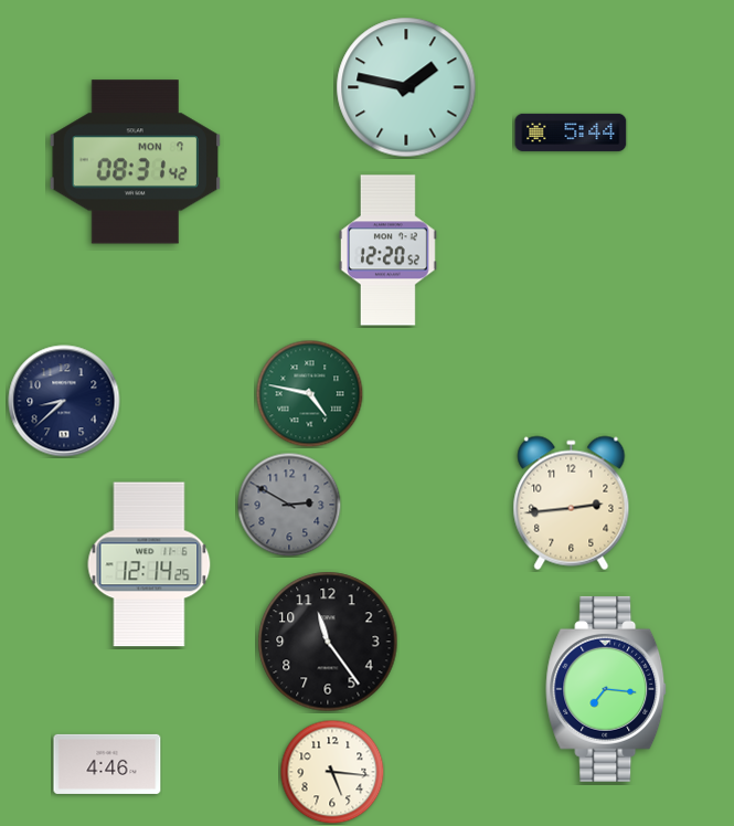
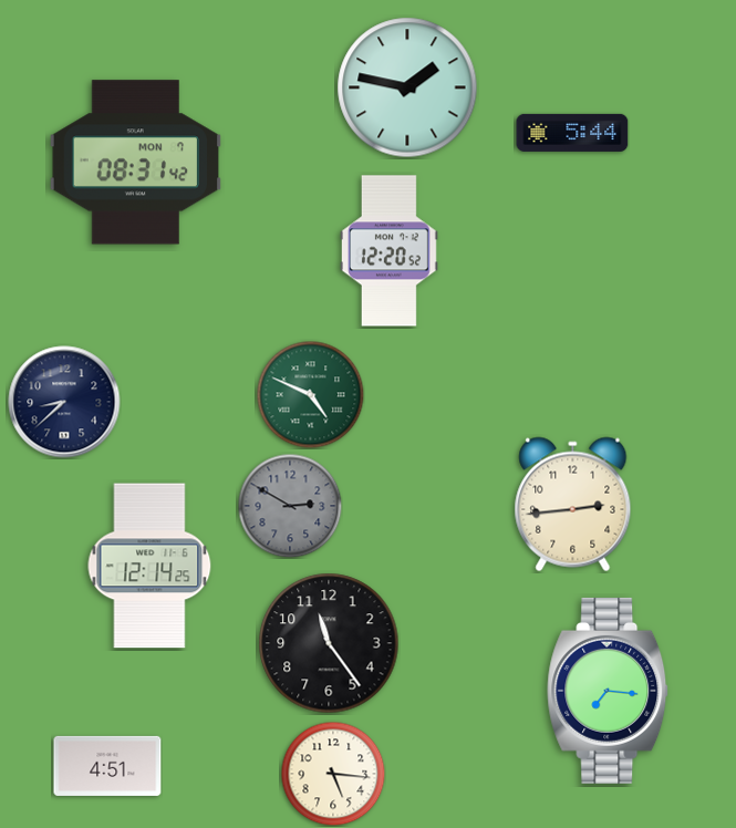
clock at (309, 393): 4:47 -> 4:49
clock at (107, 764): 4:46 -> 4:51
